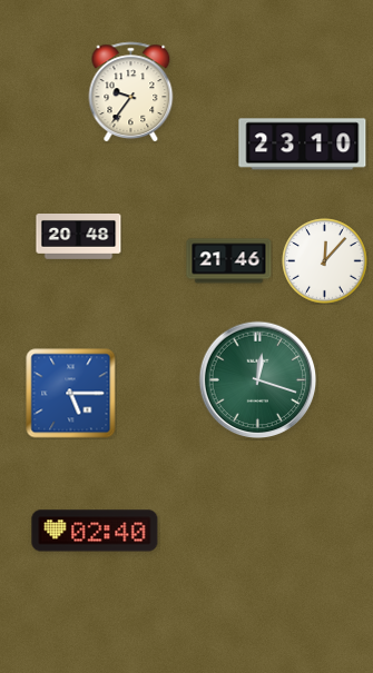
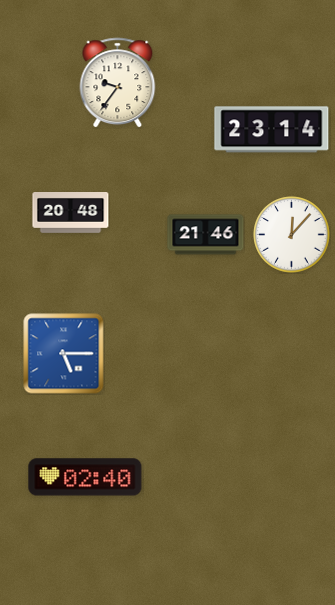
clock at (303, 145): 23:10 -> 23:14
clock at (258, 380): 12:18 -> none
